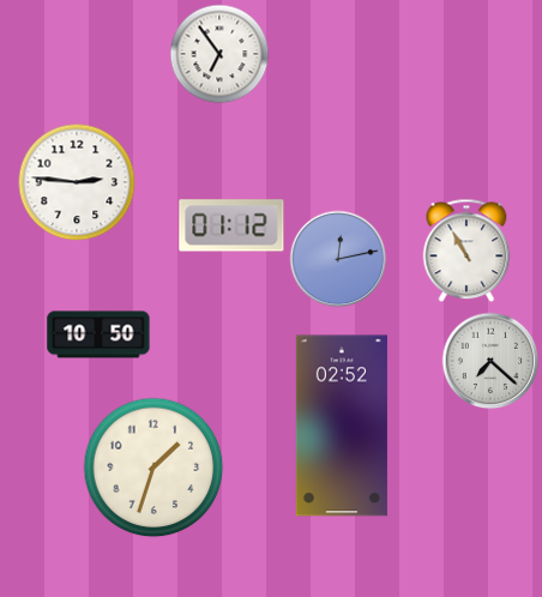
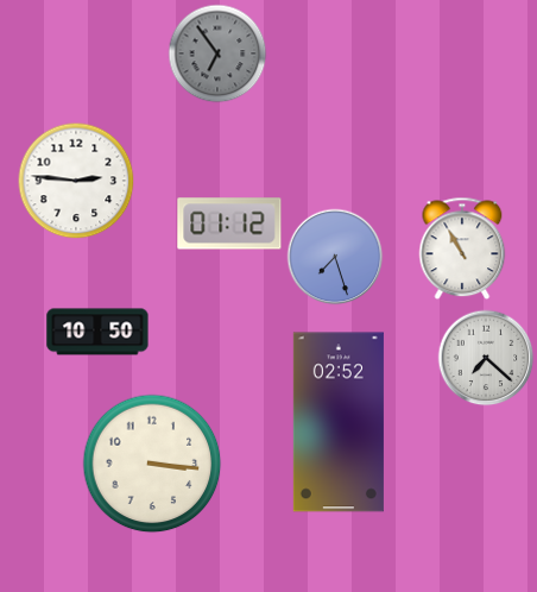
clock at (219, 54) dial: white -> grey
clock at (338, 259): 12:13 -> 7:27
clock at (153, 468): 1:33 -> 3:16
